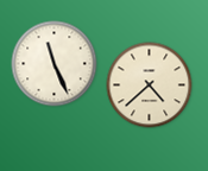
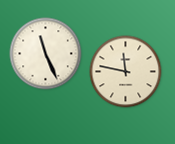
clock at (150, 85): 4:38 -> 11:47
